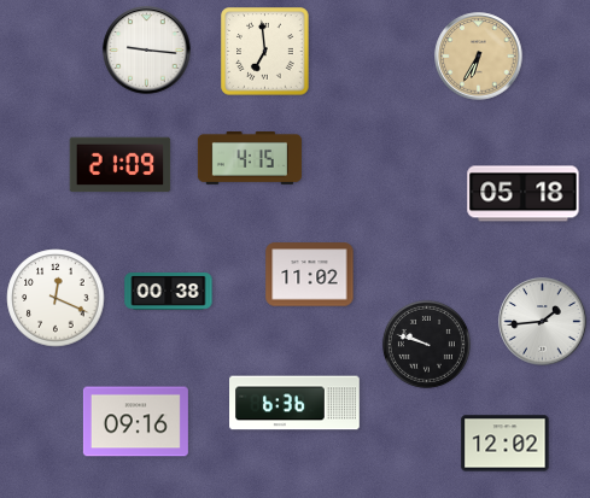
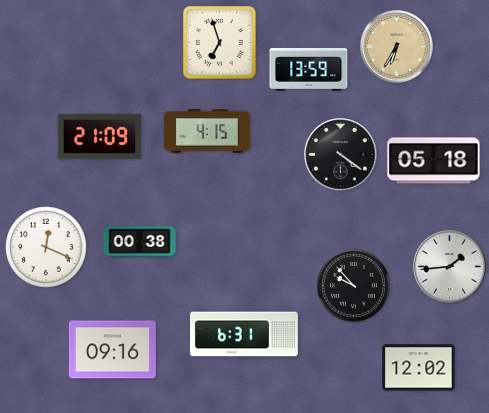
clock at (147, 51): 9:16 -> none
clock at (265, 52): 6:59 -> 6:57
clock at (309, 69): none -> 13:59
clock at (341, 155): none -> 4:21
clock at (310, 275): 11:02 -> none
clock at (426, 344): 9:48 -> 9:53
clock at (296, 403): 6:36 -> 6:31
